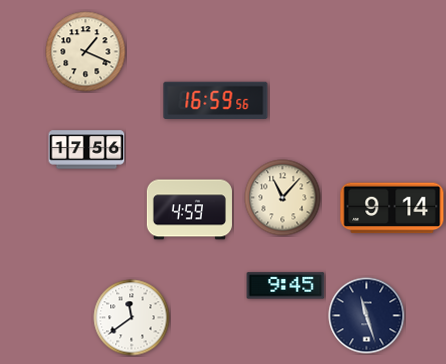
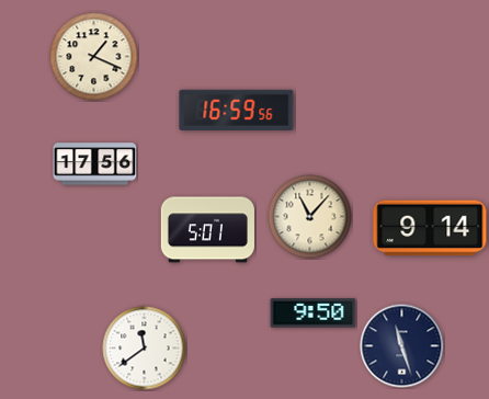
clock at (189, 210): 4:59 -> 5:01
clock at (286, 286): 9:45 -> 9:50
